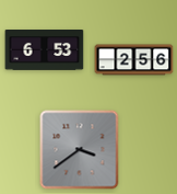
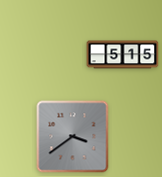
clock at (45, 50): 6:53 -> none
clock at (134, 60): 2:56 -> 5:15
